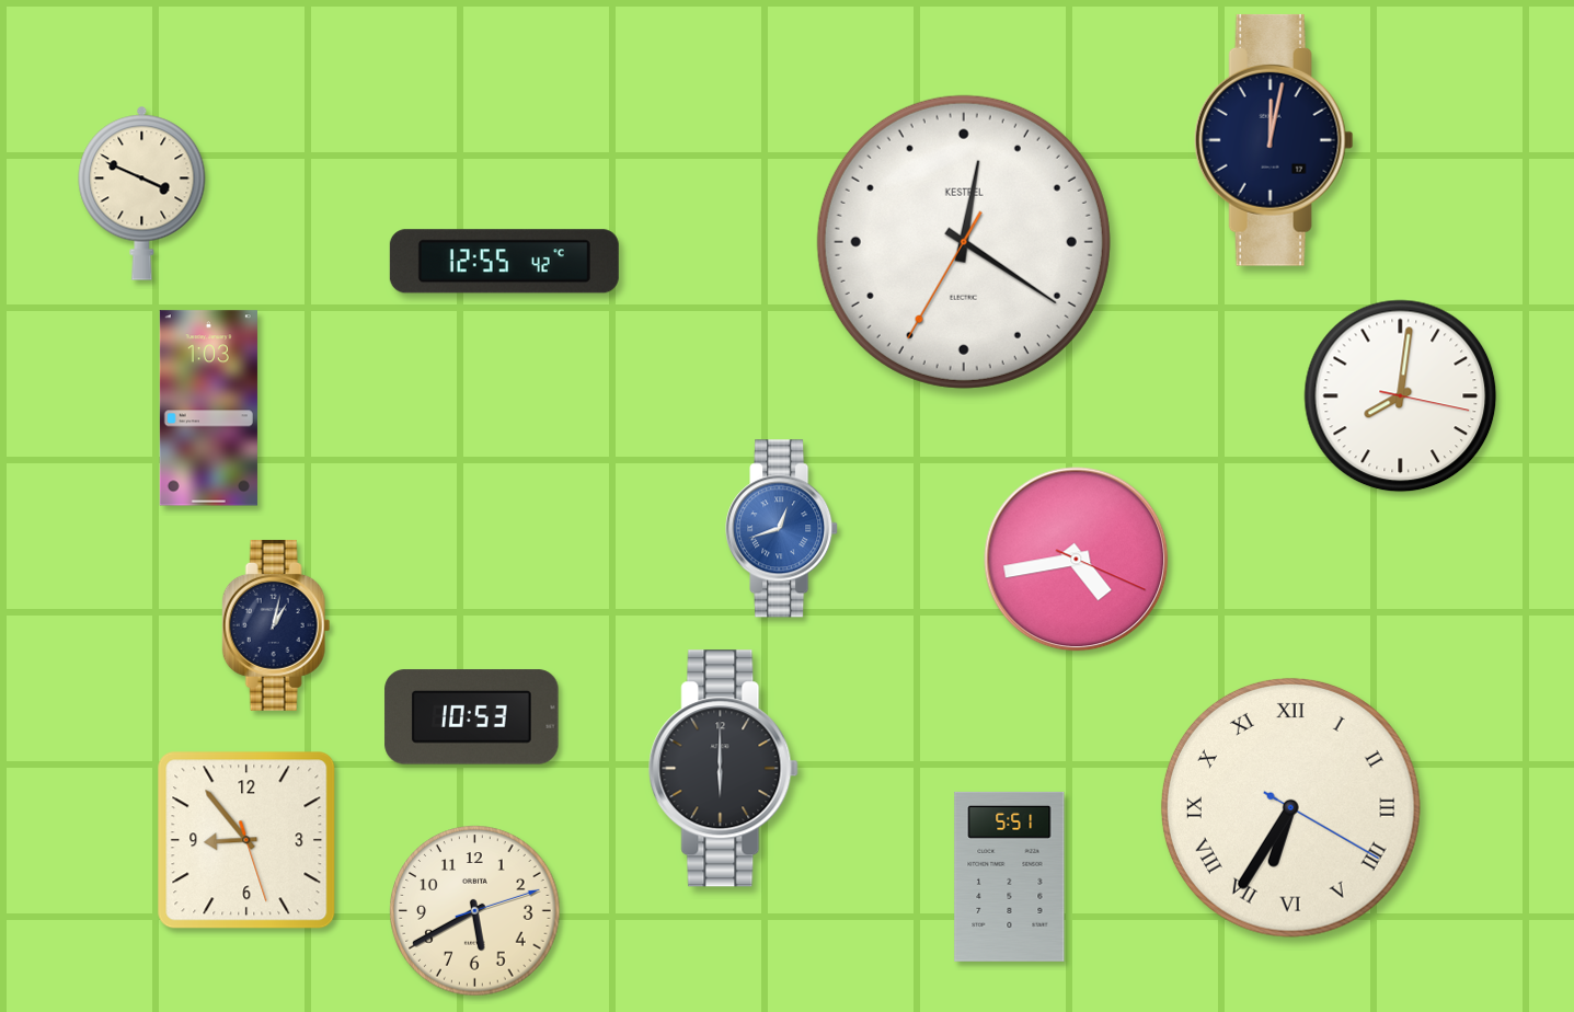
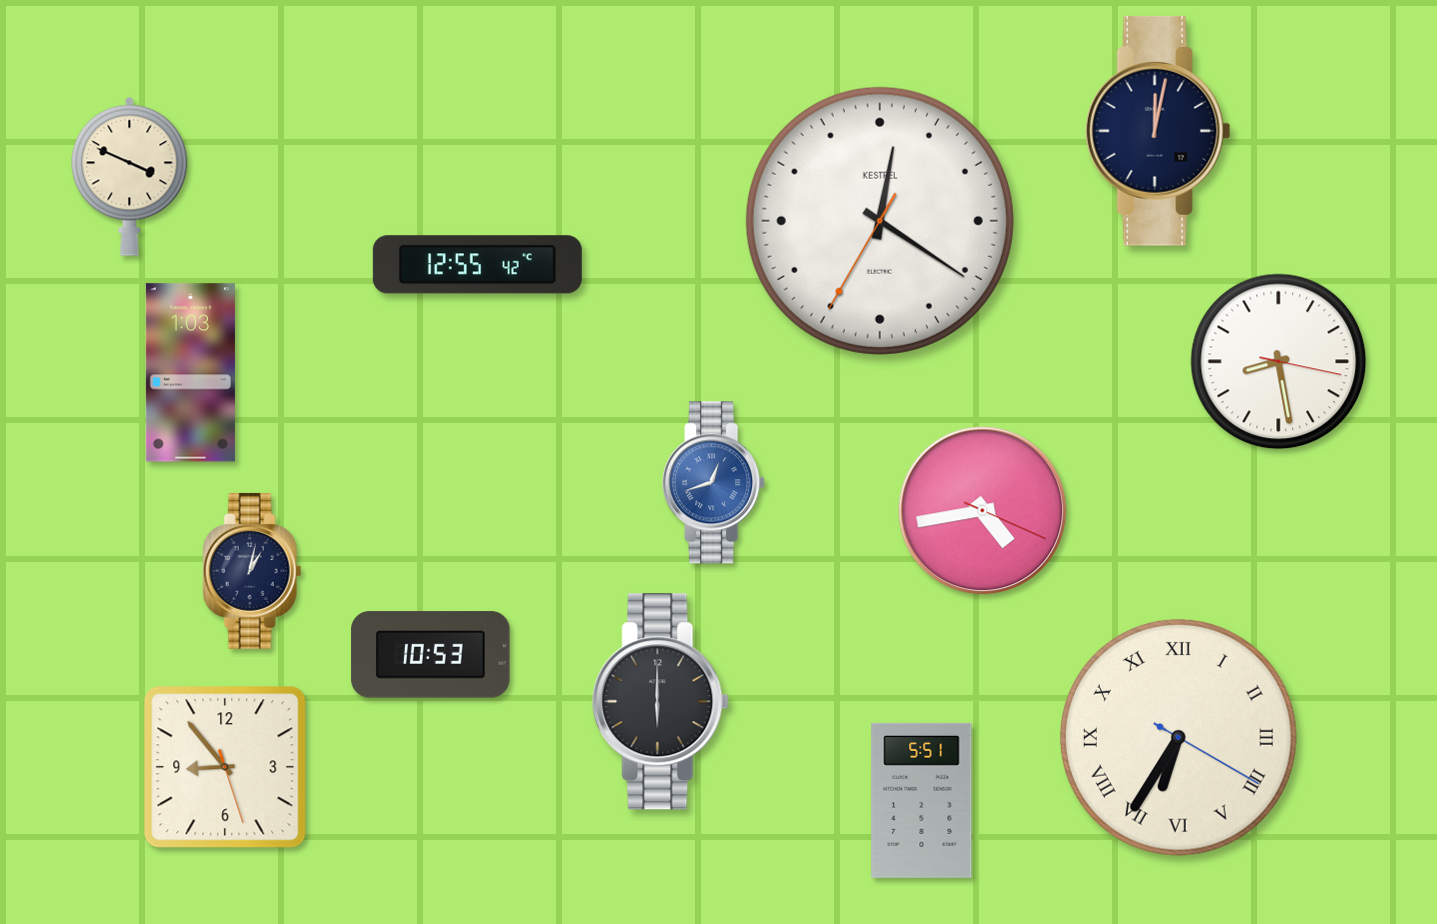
clock at (1274, 140) position: (1274, 140) -> (1158, 131)
clock at (504, 262) position: (504, 262) -> (477, 265)
clock at (1401, 396): 8:01 -> 8:28
clock at (475, 911): 5:40 -> none
